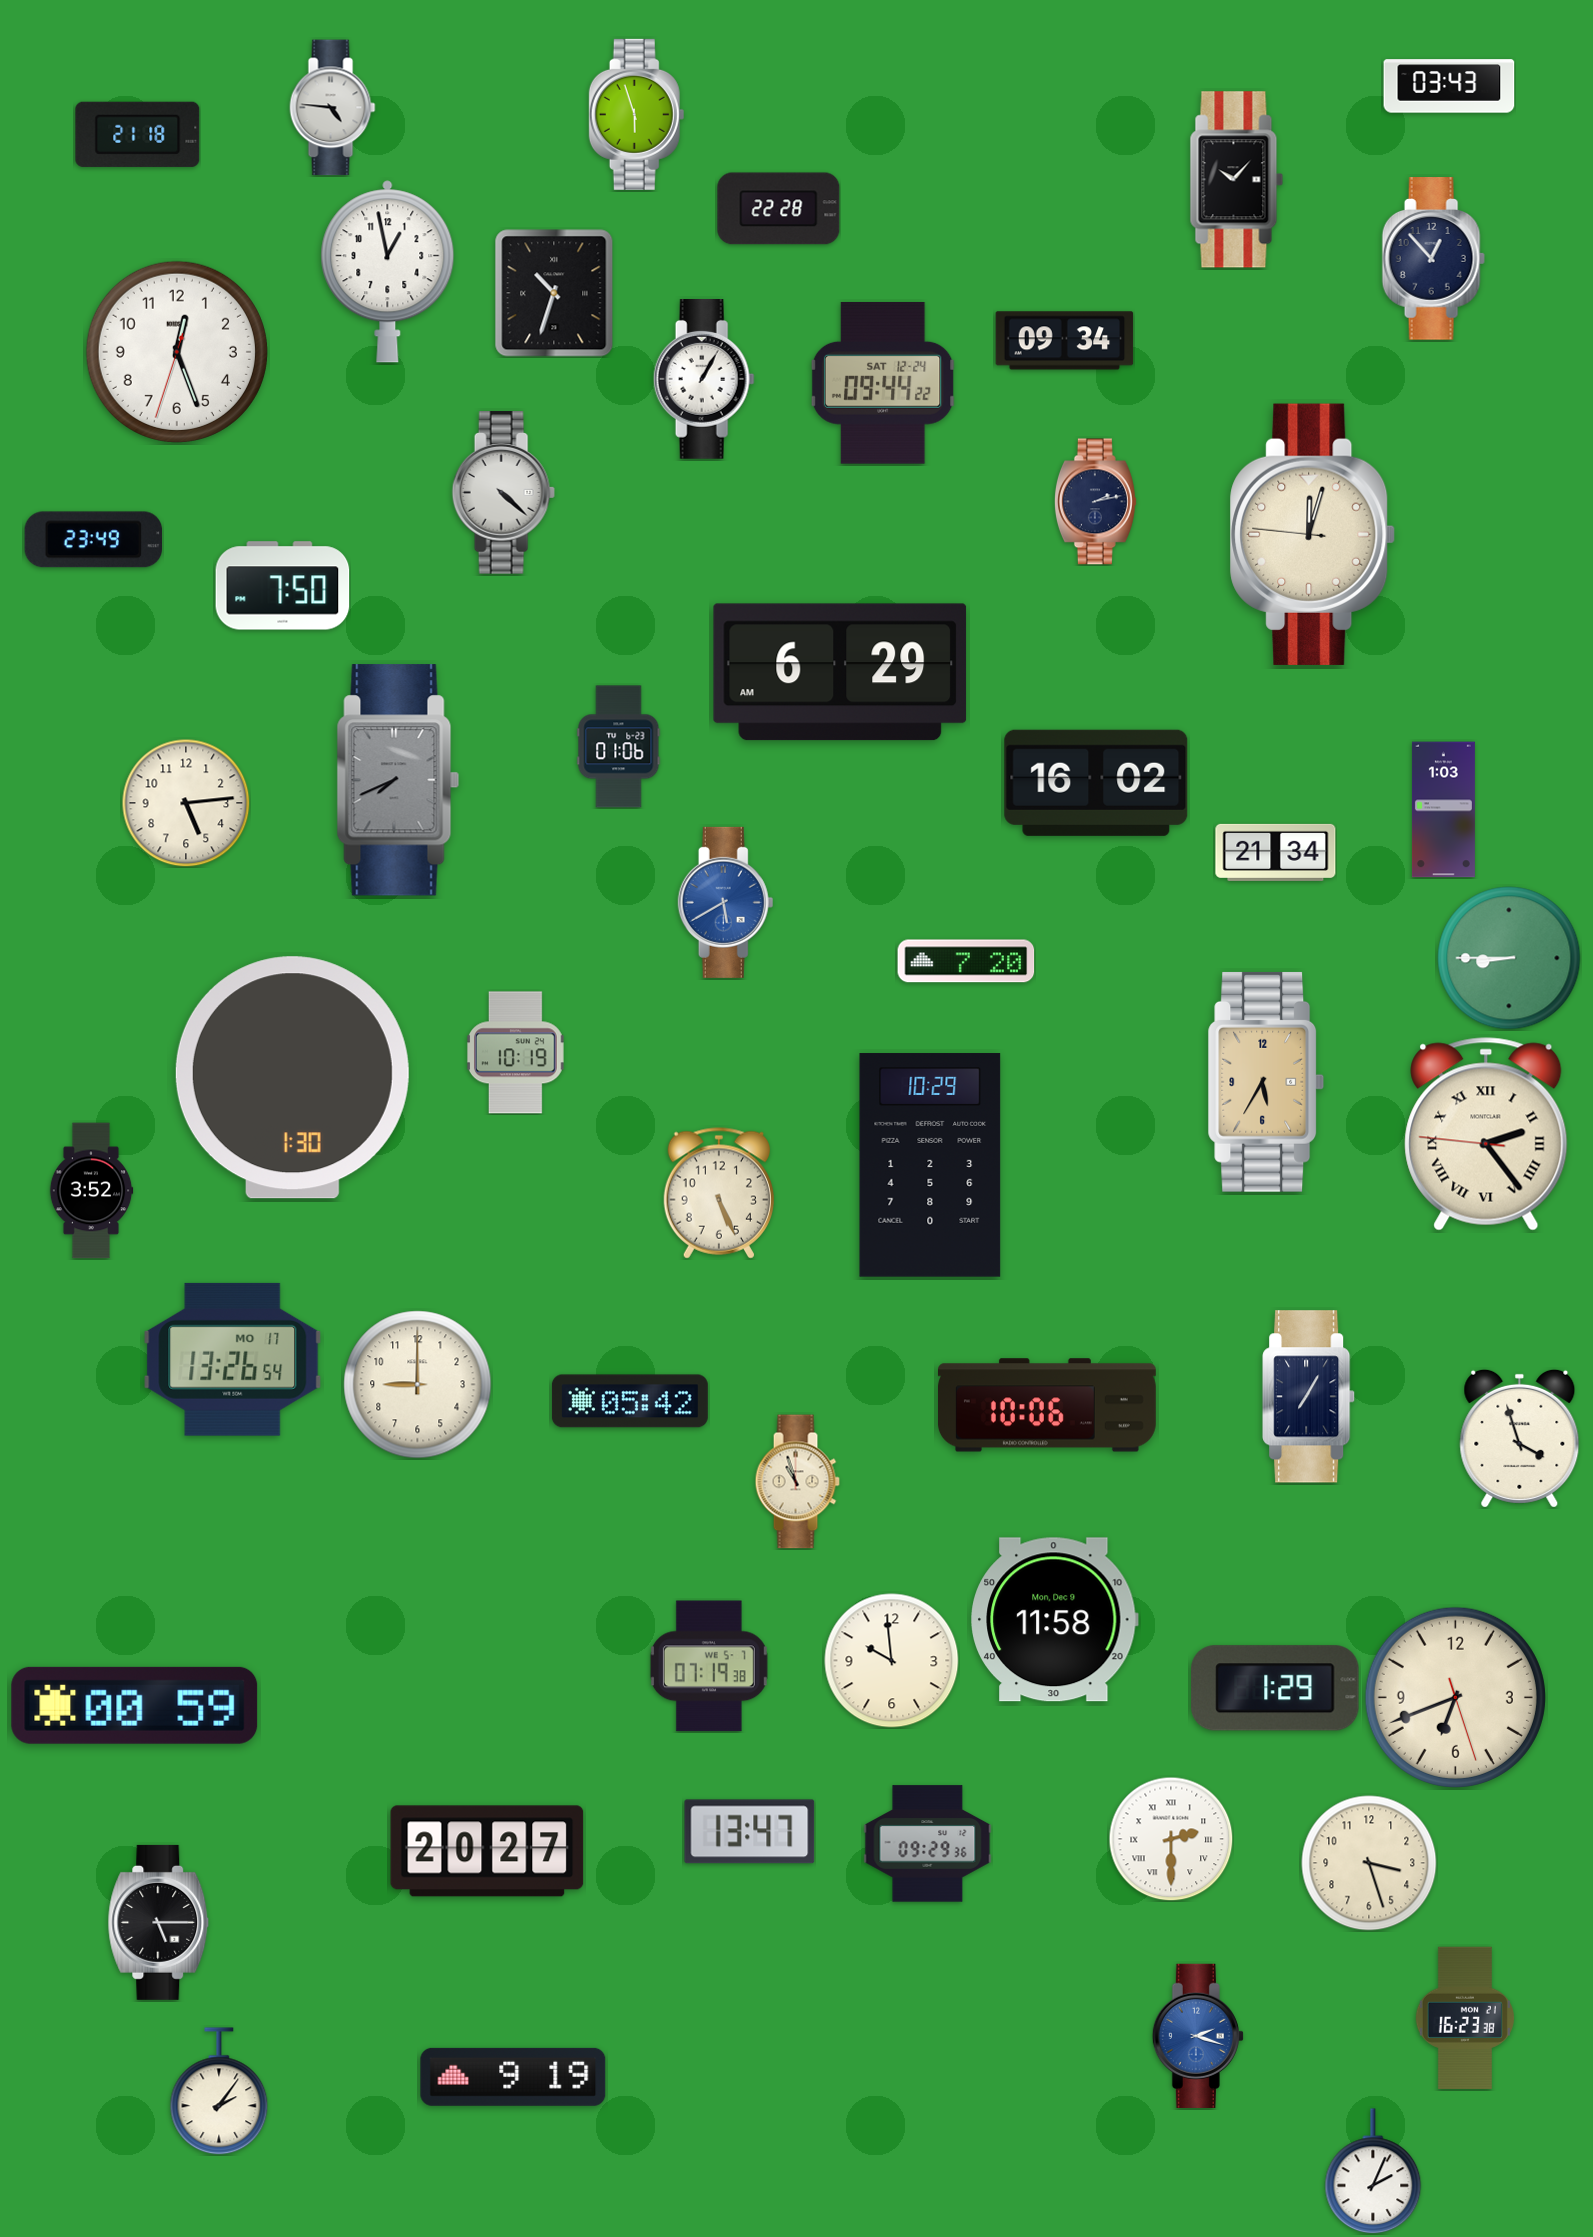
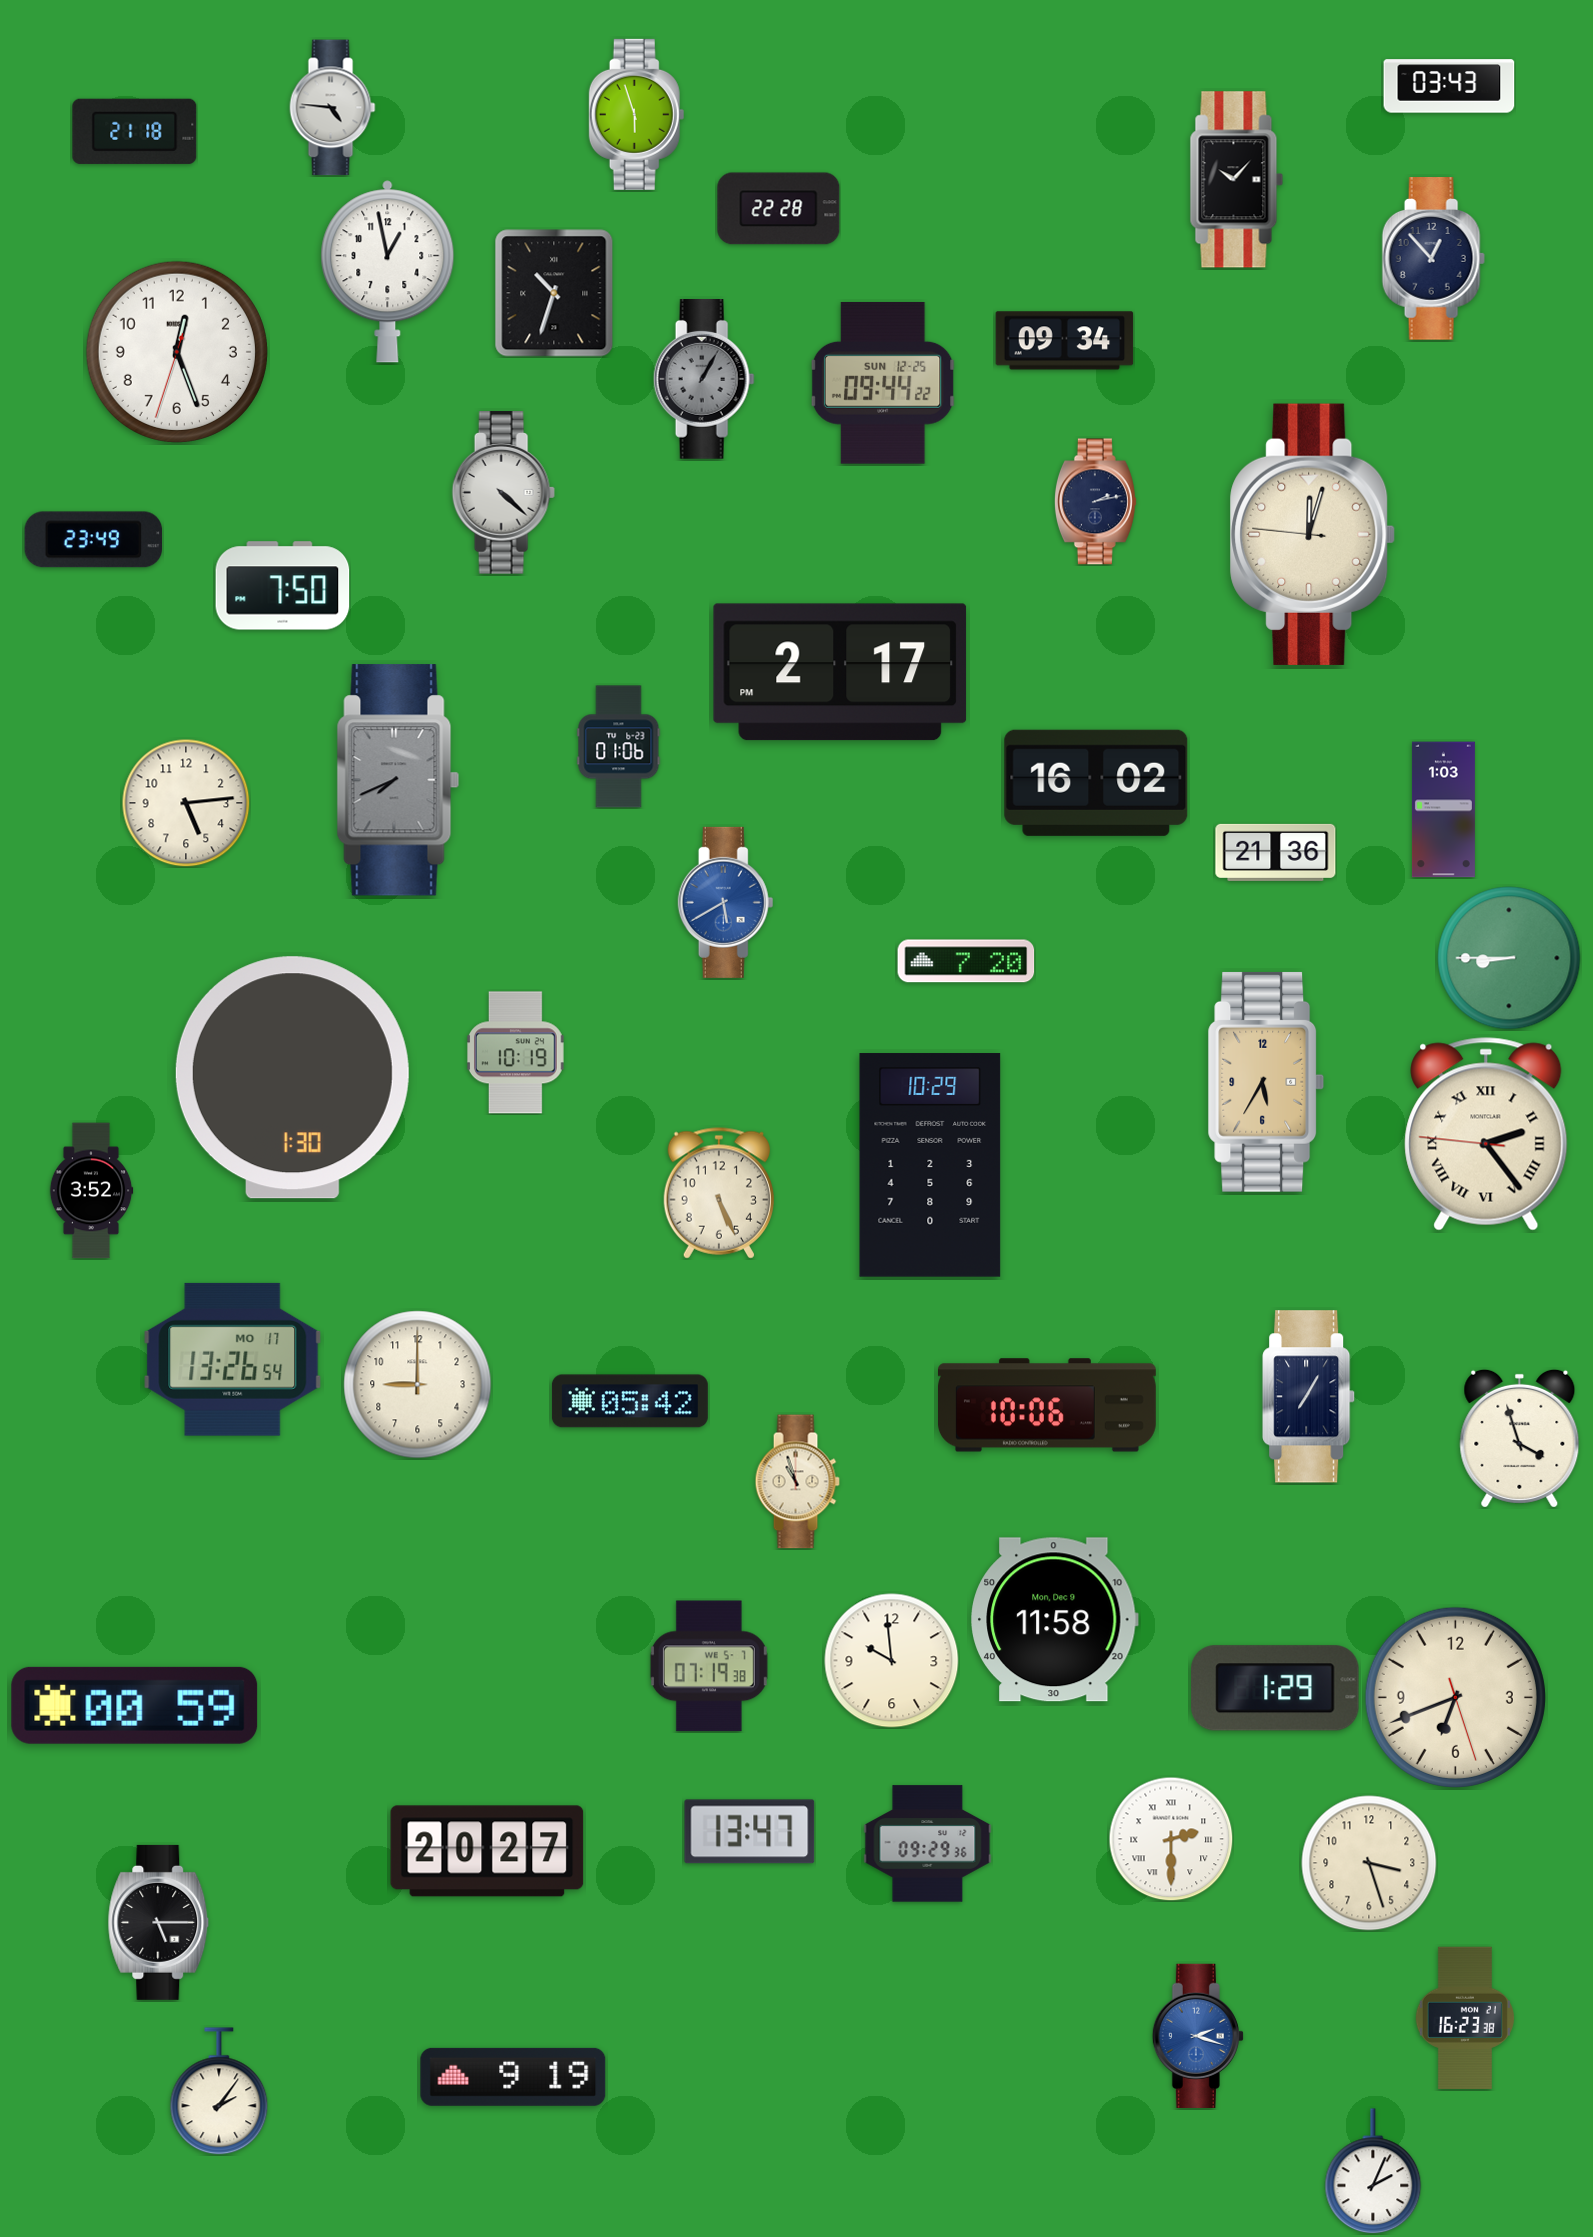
clock at (138, 134) position: (138, 134) -> (135, 131)
clock at (704, 380) dial: white -> grey
clock at (883, 383) date: SAT 12-24 -> SUN 12-25
clock at (840, 672): 6:29 -> 2:17
clock at (1276, 852): 21:34 -> 21:36
